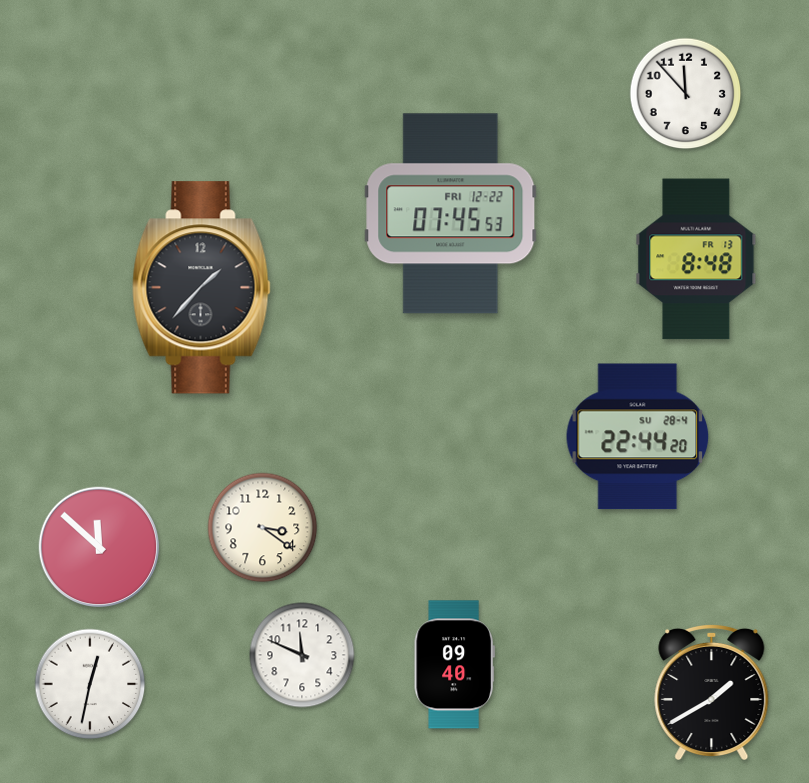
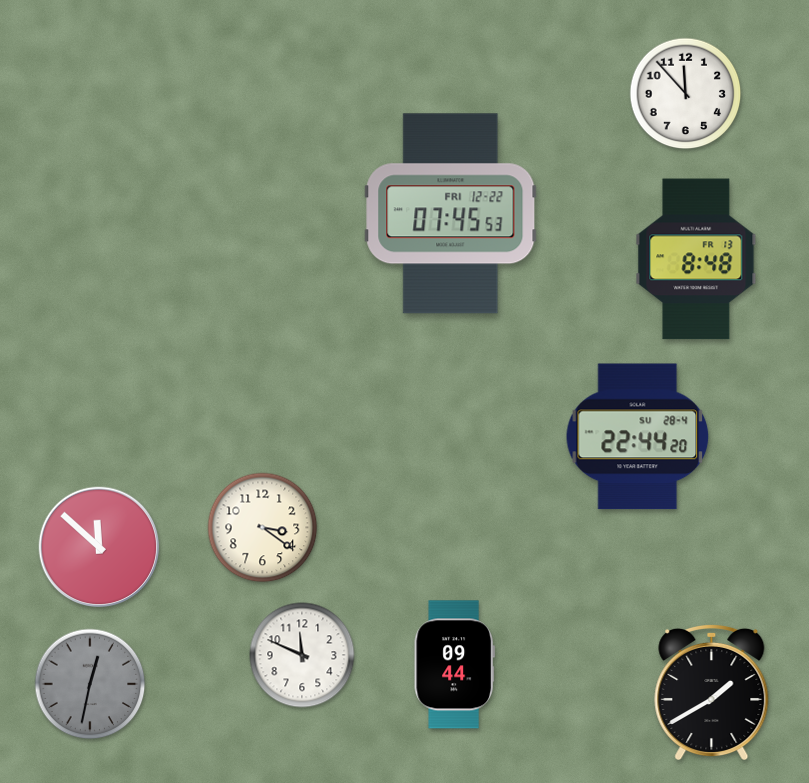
clock at (202, 288): 1:37 -> none
clock at (454, 665): 09:40 -> 09:44
clock at (90, 684) dial: white -> grey
